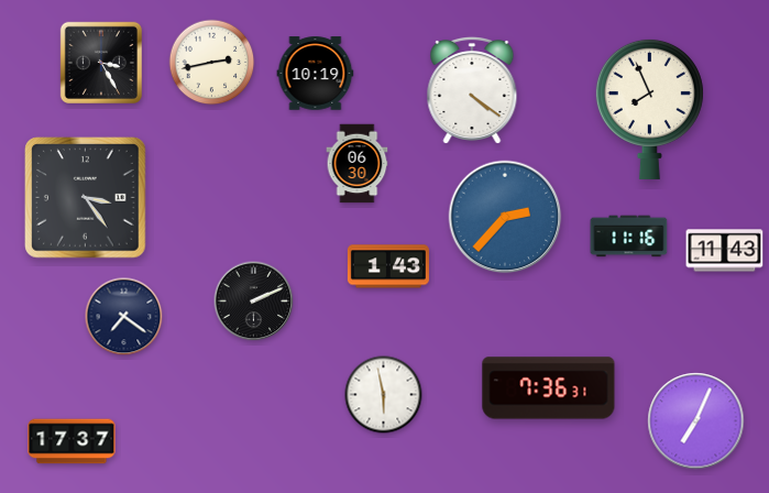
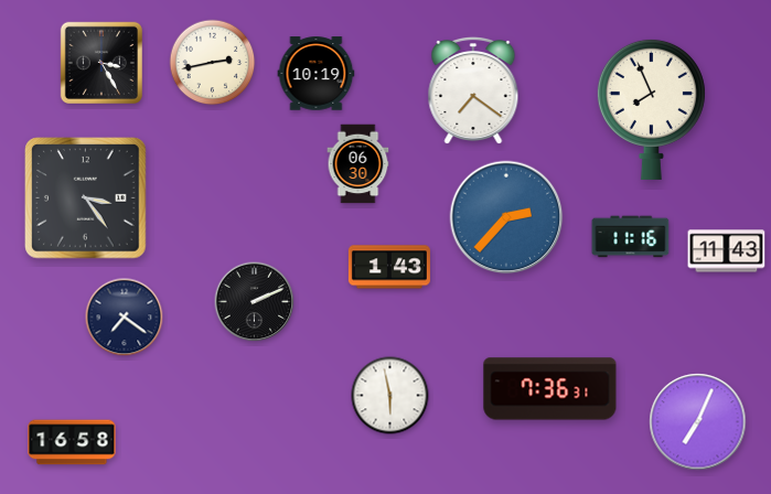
clock at (472, 89): 4:21 -> 7:21
clock at (384, 395) position: (384, 395) -> (390, 396)
clock at (72, 441): 17:37 -> 16:58
